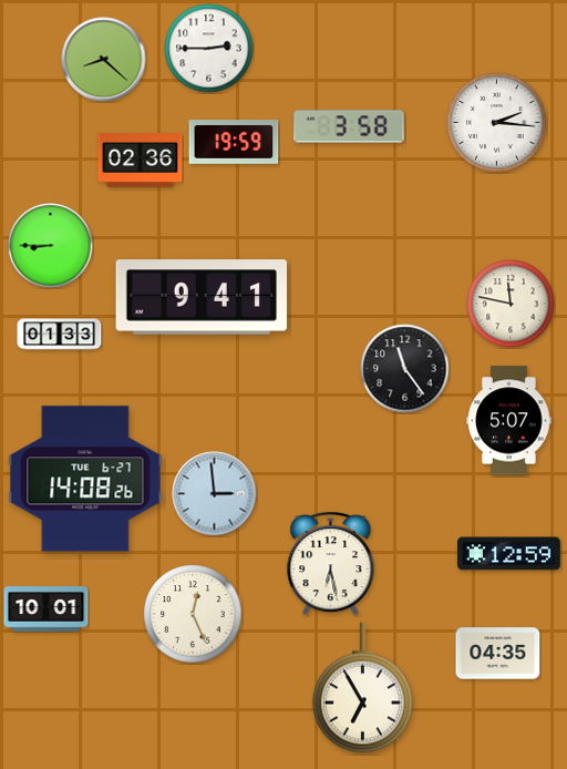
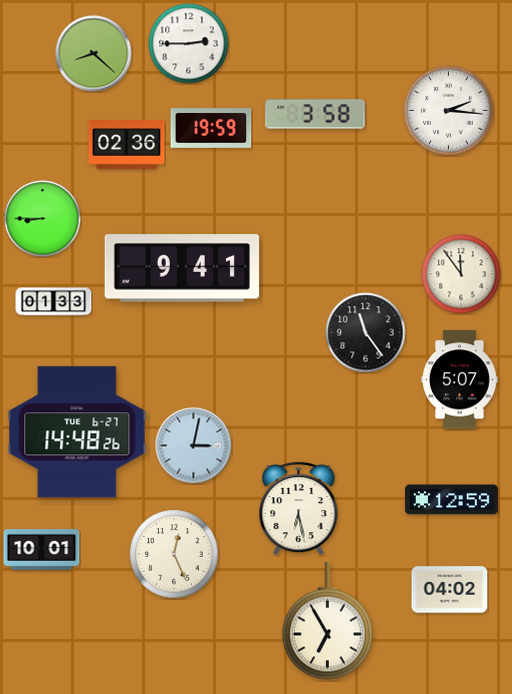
clock at (51, 246) position: (51, 246) -> (43, 219)
clock at (511, 304): 11:47 -> 11:54
clock at (85, 479): 14:08 -> 14:48
clock at (215, 494): 2:59 -> 3:02
clock at (509, 554) position: (509, 554) -> (452, 500)
clock at (498, 654): 04:35 -> 04:02
